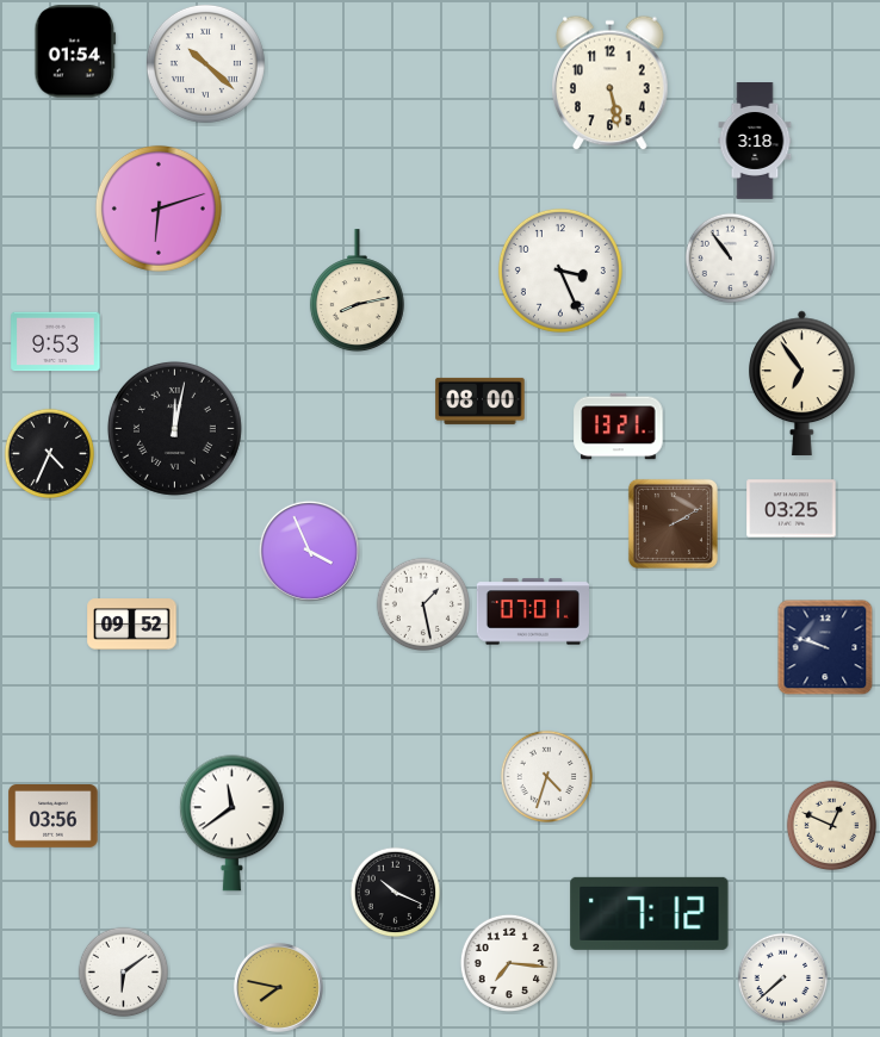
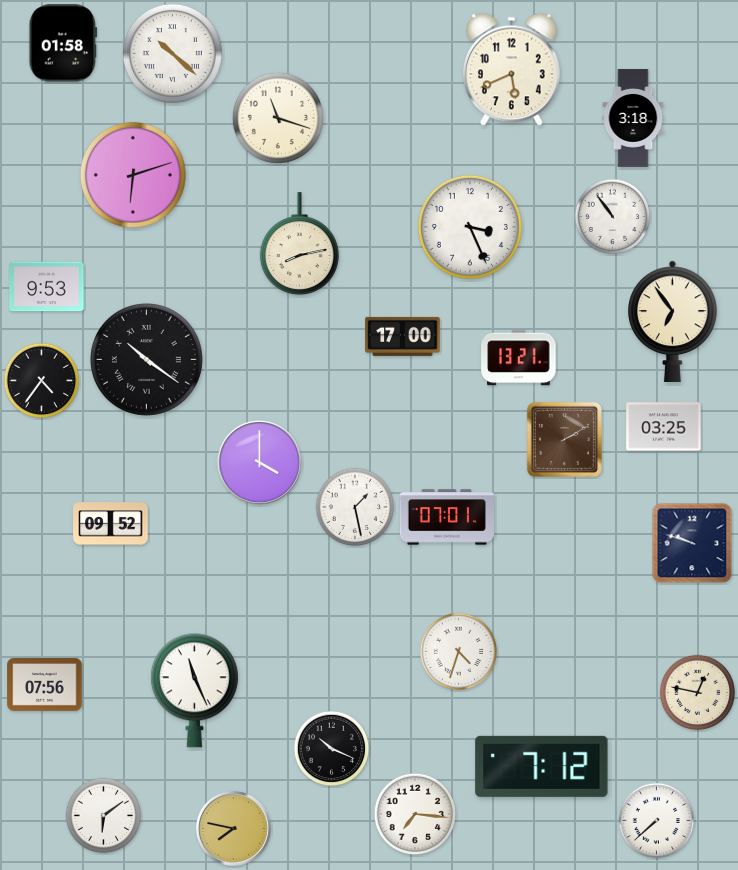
clock at (75, 51): 01:54 -> 01:58
clock at (611, 83): 5:28 -> 5:41
clock at (278, 118): none -> 11:18
clock at (481, 400): 08:00 -> 17:00
clock at (174, 428): 12:02 -> 10:21
clock at (50, 454): 4:34 -> 4:36
clock at (309, 551): 3:56 -> 4:00
clock at (532, 611) position: (532, 611) -> (446, 517)
clock at (54, 816): 03:56 -> 07:56
clock at (231, 824): 11:39 -> 11:26
clock at (832, 826): 12:49 -> 12:47
clock at (650, 913) position: (650, 913) -> (542, 766)
clock at (508, 962) position: (508, 962) -> (414, 813)
